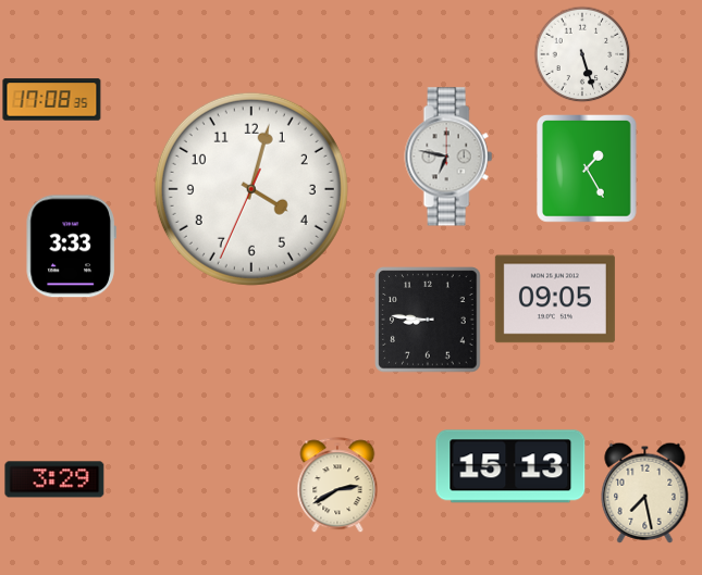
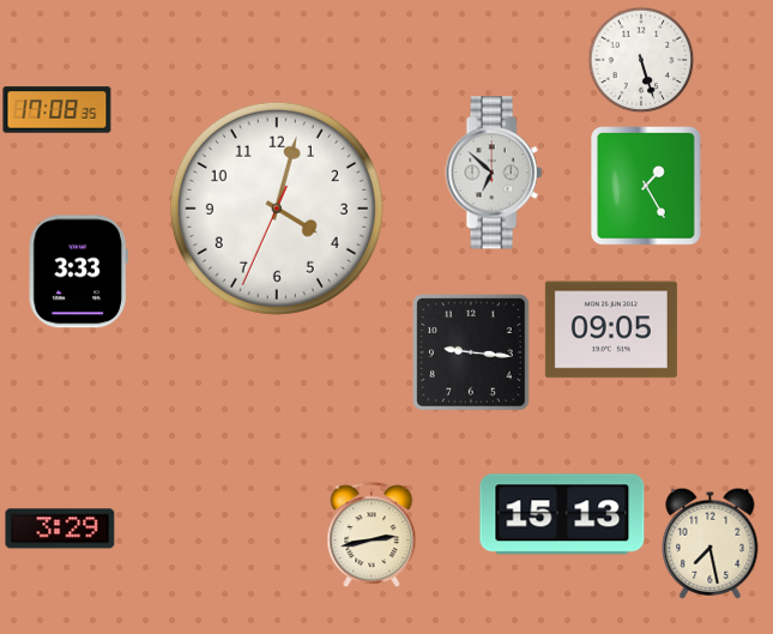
clock at (448, 157): 6:47 -> 6:52
clock at (428, 320): 8:46 -> 9:16
clock at (337, 485): 2:40 -> 2:43
